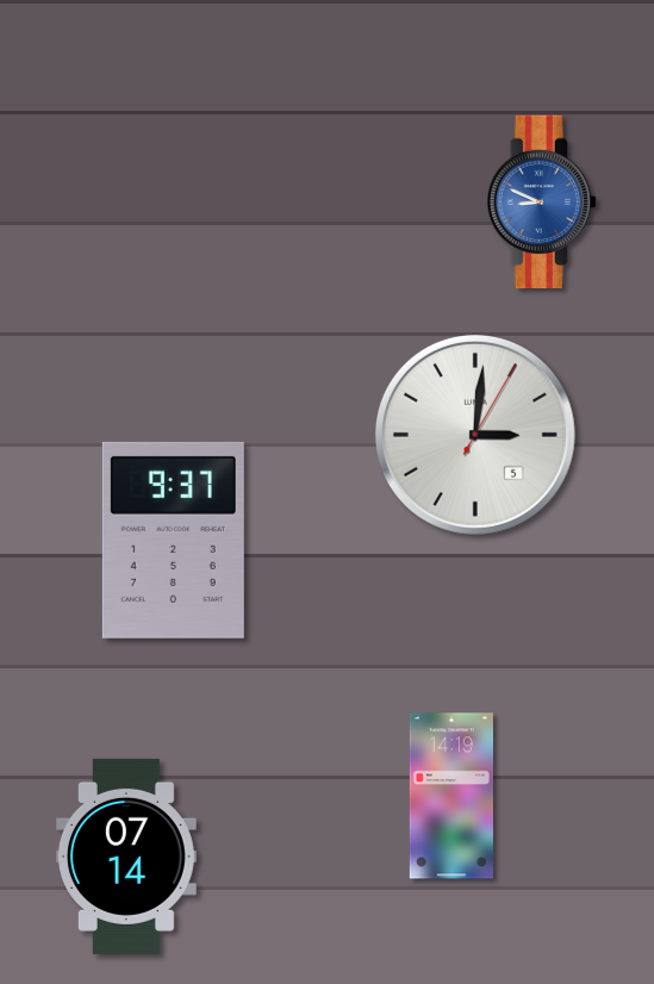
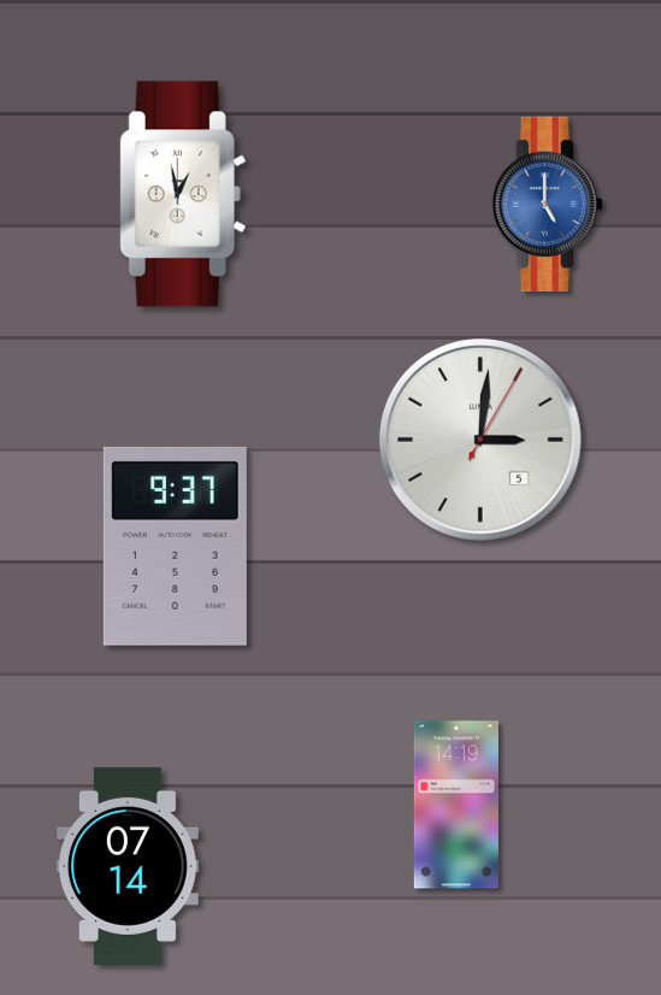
clock at (183, 194): none -> 12:58
clock at (541, 203): 8:49 -> 5:00
